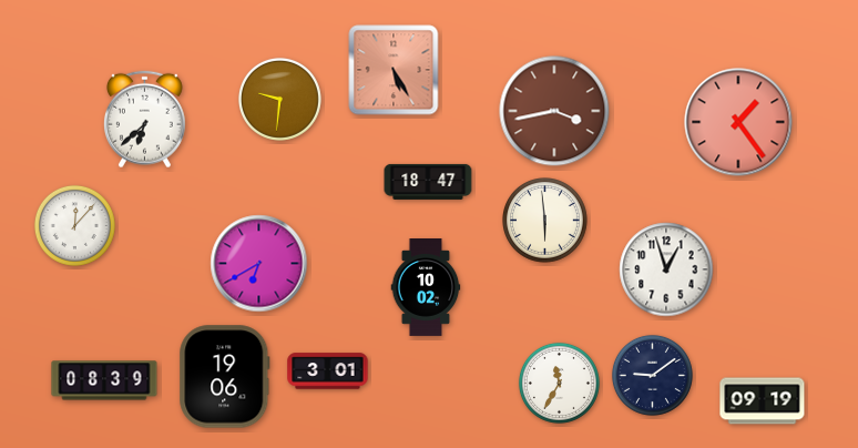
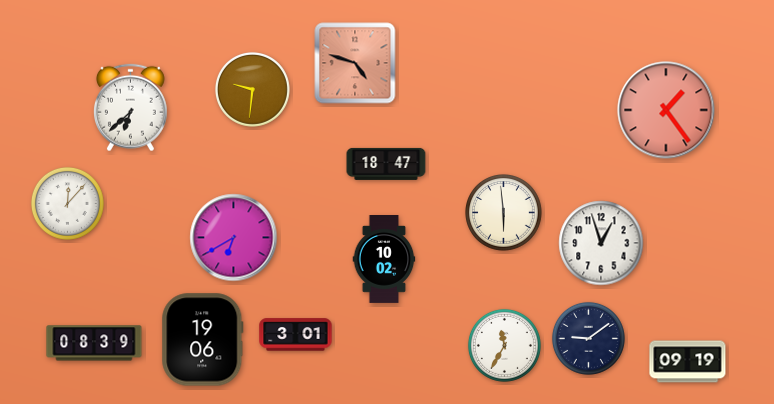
clock at (394, 70): 5:25 -> 4:48
clock at (554, 111): 3:43 -> none
clock at (545, 221) position: (545, 221) -> (504, 213)
